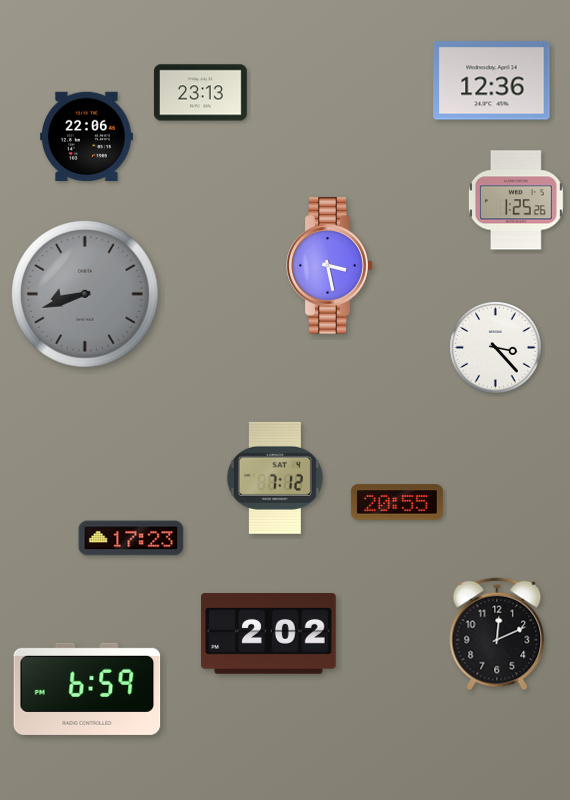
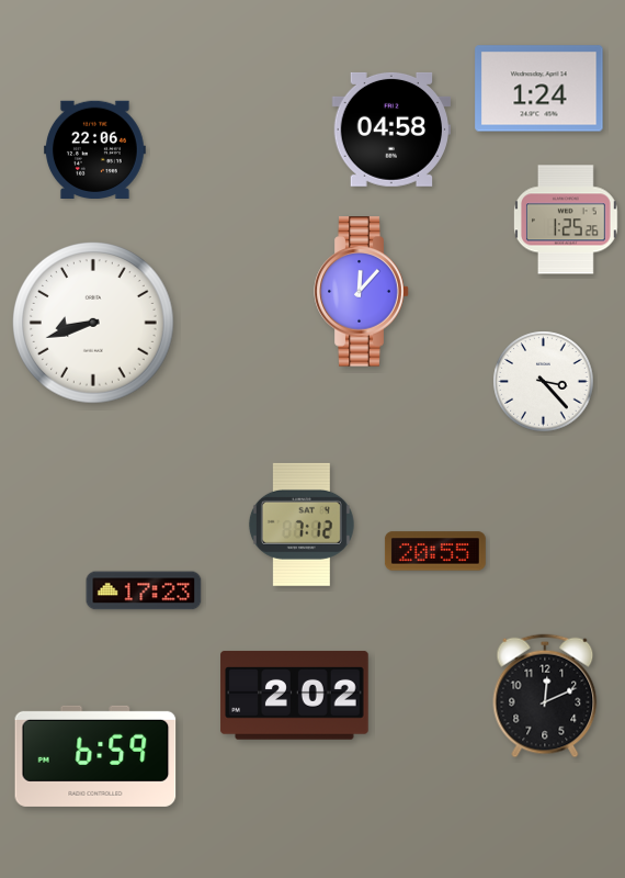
clock at (492, 81): 12:36 -> 1:24
clock at (200, 93): 23:13 -> none
clock at (390, 130): none -> 04:58
clock at (330, 266): 3:28 -> 12:07
clock at (85, 294) dial: grey -> white
